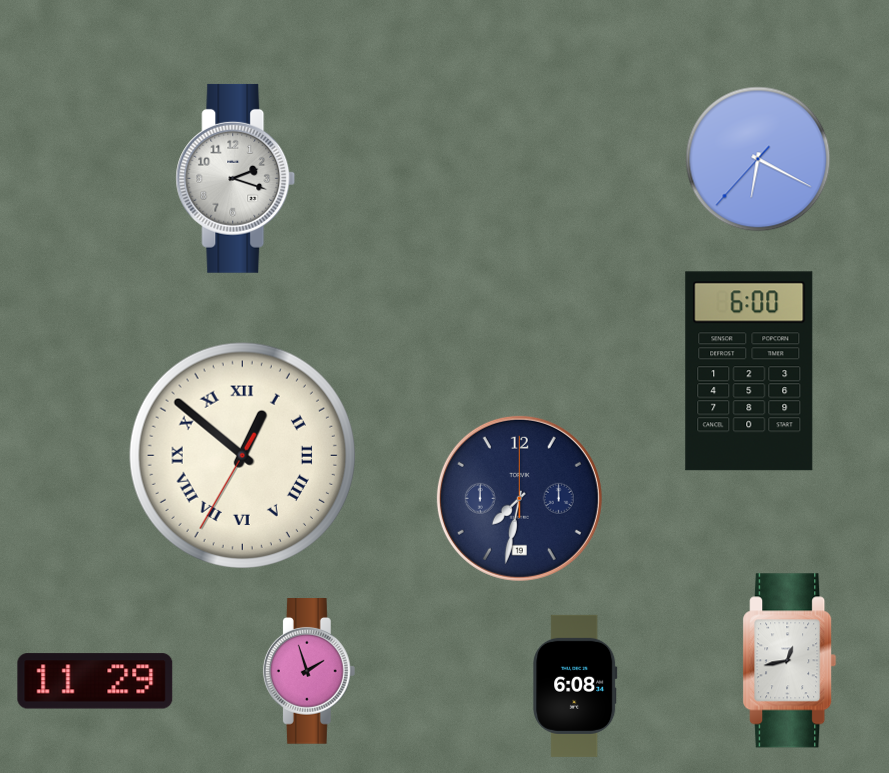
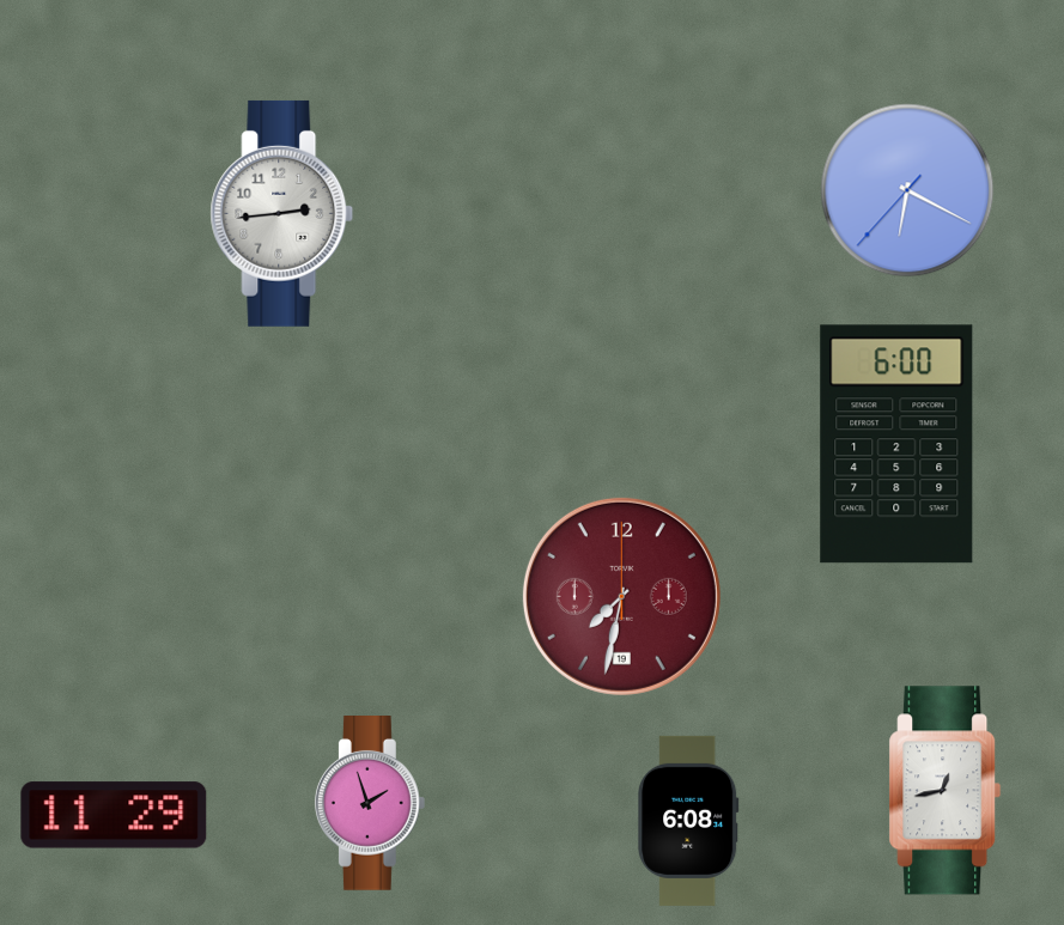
clock at (236, 178): 2:18 -> 2:44
clock at (242, 455): 12:51 -> none
clock at (519, 498) dial: navy -> burgundy
